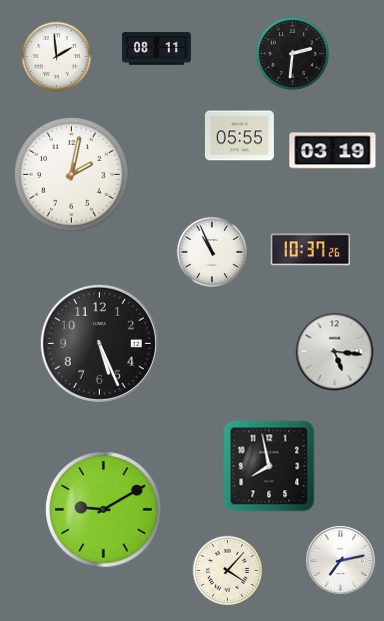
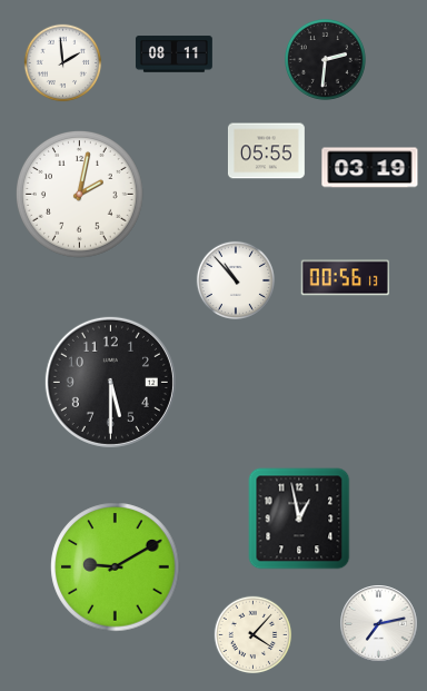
clock at (310, 250): 10:37 -> 00:56
clock at (212, 252): 10:56 -> 10:53
clock at (99, 343): 5:26 -> 5:30
clock at (335, 352): 5:16 -> none
clock at (269, 466): 7:58 -> 12:58
